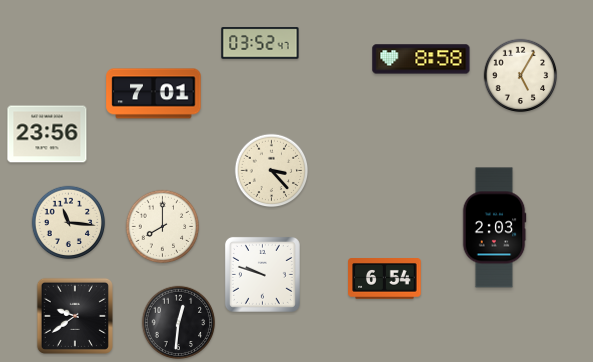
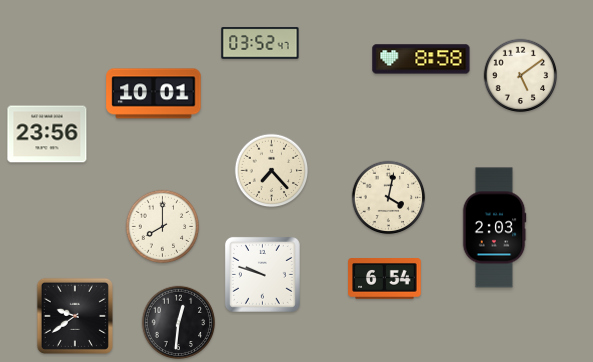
clock at (521, 76): 5:05 -> 5:09
clock at (154, 94): 7:01 -> 10:01
clock at (272, 171): 3:23 -> 7:23
clock at (389, 198): none -> 4:02
clock at (69, 223): 11:16 -> none
